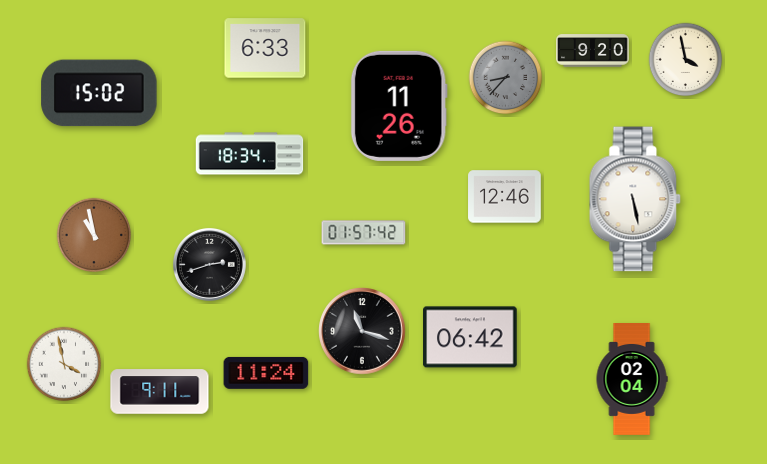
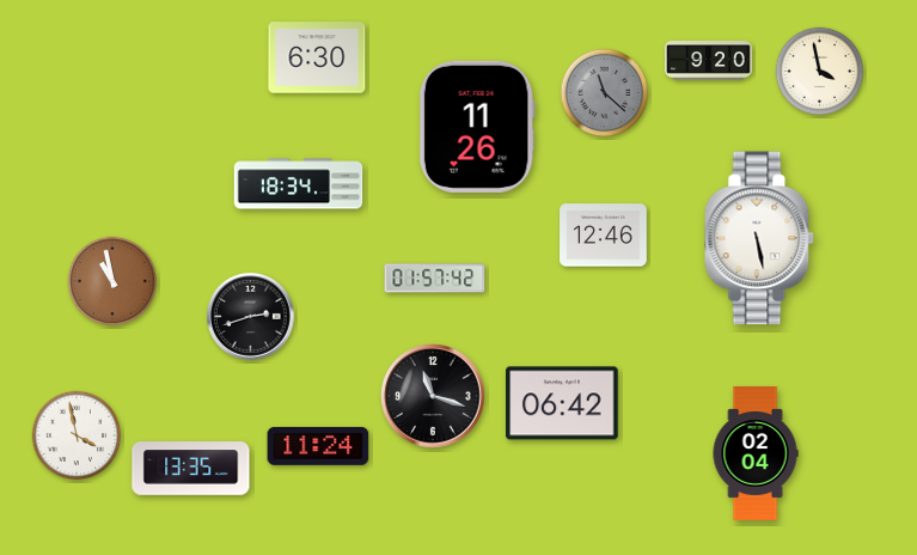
clock at (265, 48): 6:33 -> 6:30
clock at (506, 78): 8:37 -> 11:22
clock at (99, 93): 15:02 -> none
clock at (160, 392): 9:11 -> 13:35
